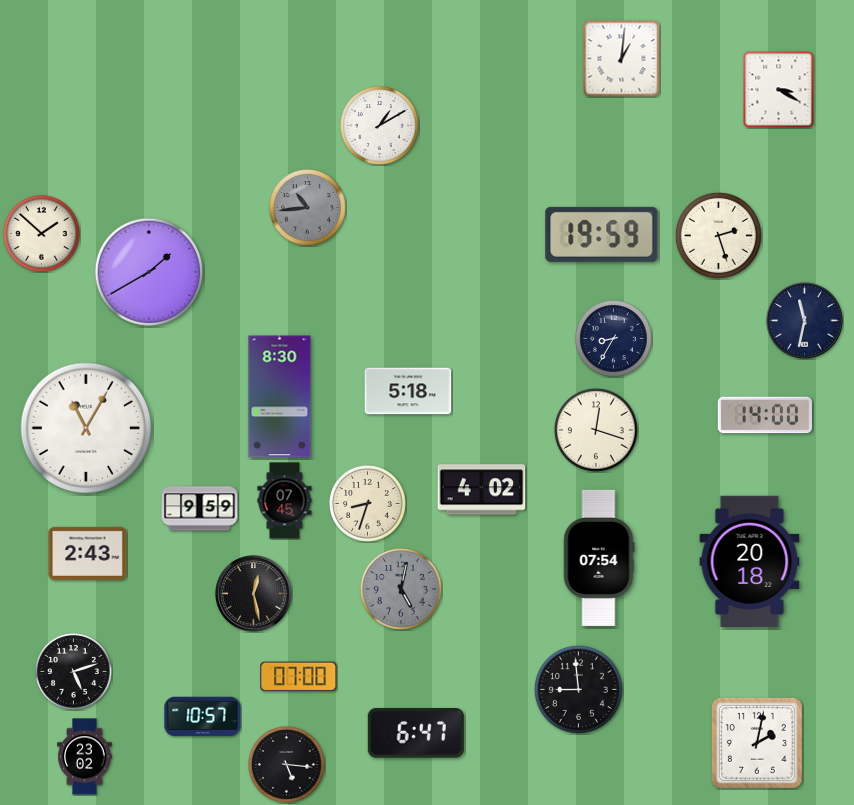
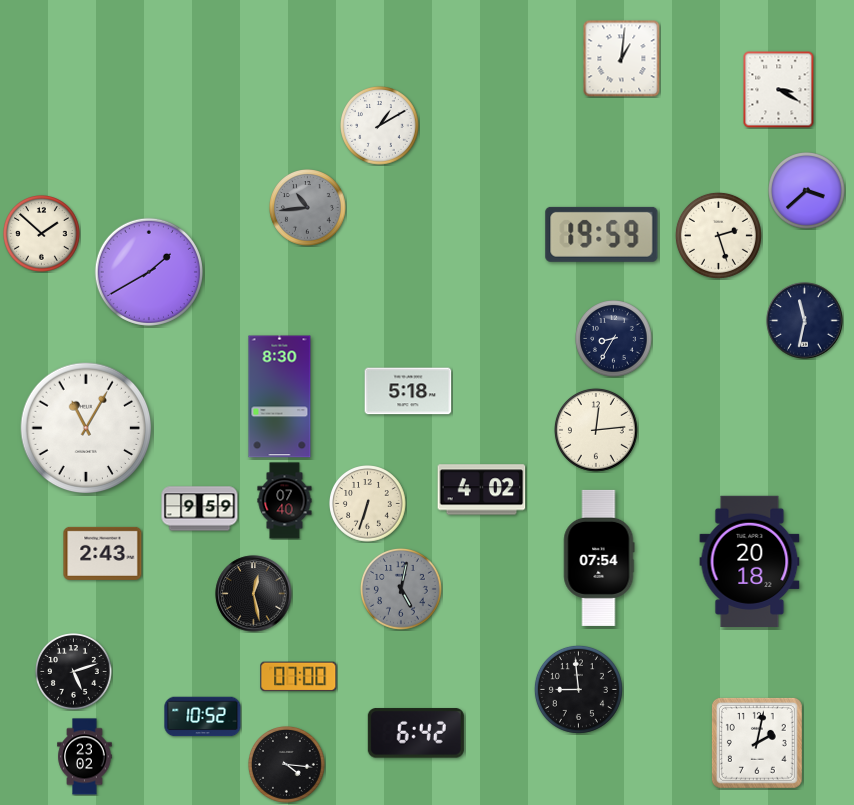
clock at (807, 191): none -> 3:38
clock at (765, 415): 14:00 -> none
clock at (596, 430): 12:18 -> 12:14
clock at (285, 501): 07:45 -> 07:40
clock at (368, 504): 8:33 -> 6:33
clock at (88, 553) position: (88, 553) -> (103, 553)
clock at (203, 717): 10:57 -> 10:52
clock at (416, 733): 6:47 -> 6:42
clock at (287, 765): 5:16 -> 4:16
